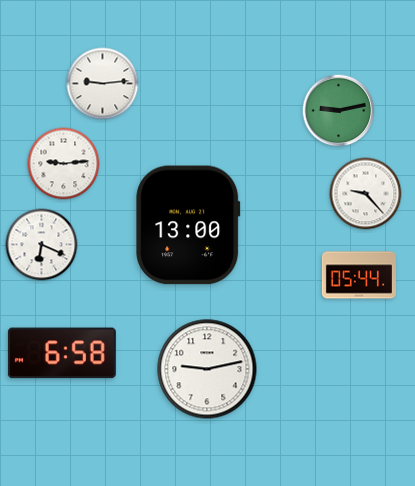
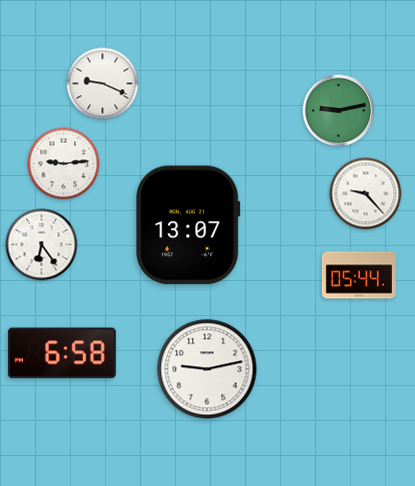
clock at (103, 84): 9:14 -> 9:19
clock at (188, 225): 13:00 -> 13:07
clock at (42, 245): 6:19 -> 6:24
